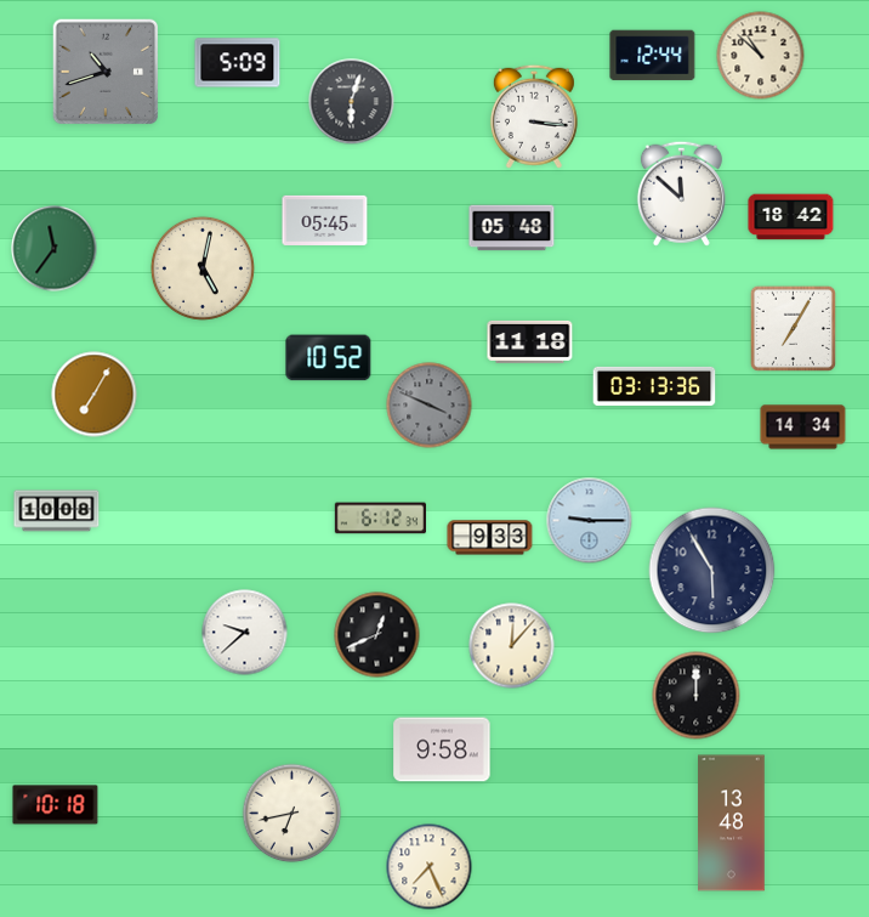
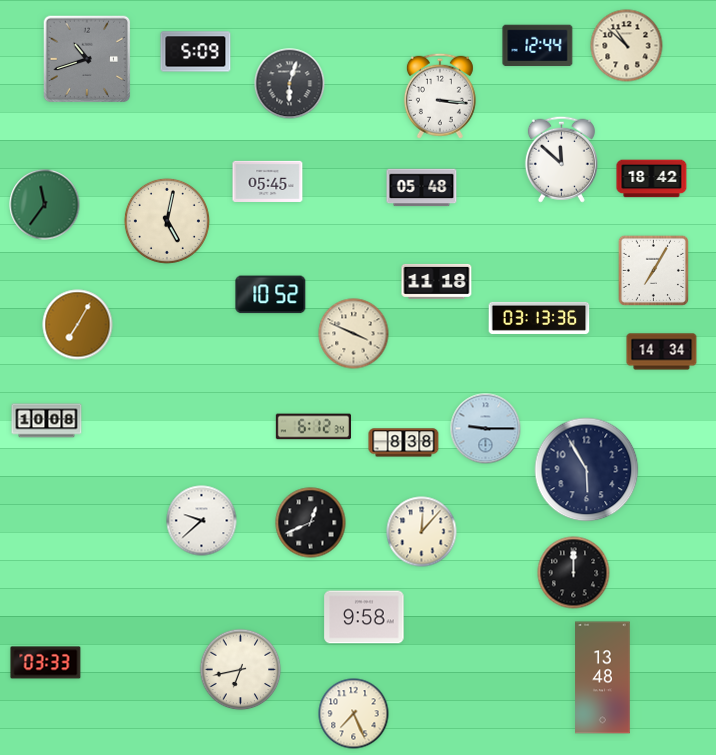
clock at (430, 406) dial: grey -> cream
clock at (490, 538): 9:33 -> 8:38
clock at (56, 805): 10:18 -> 03:33
